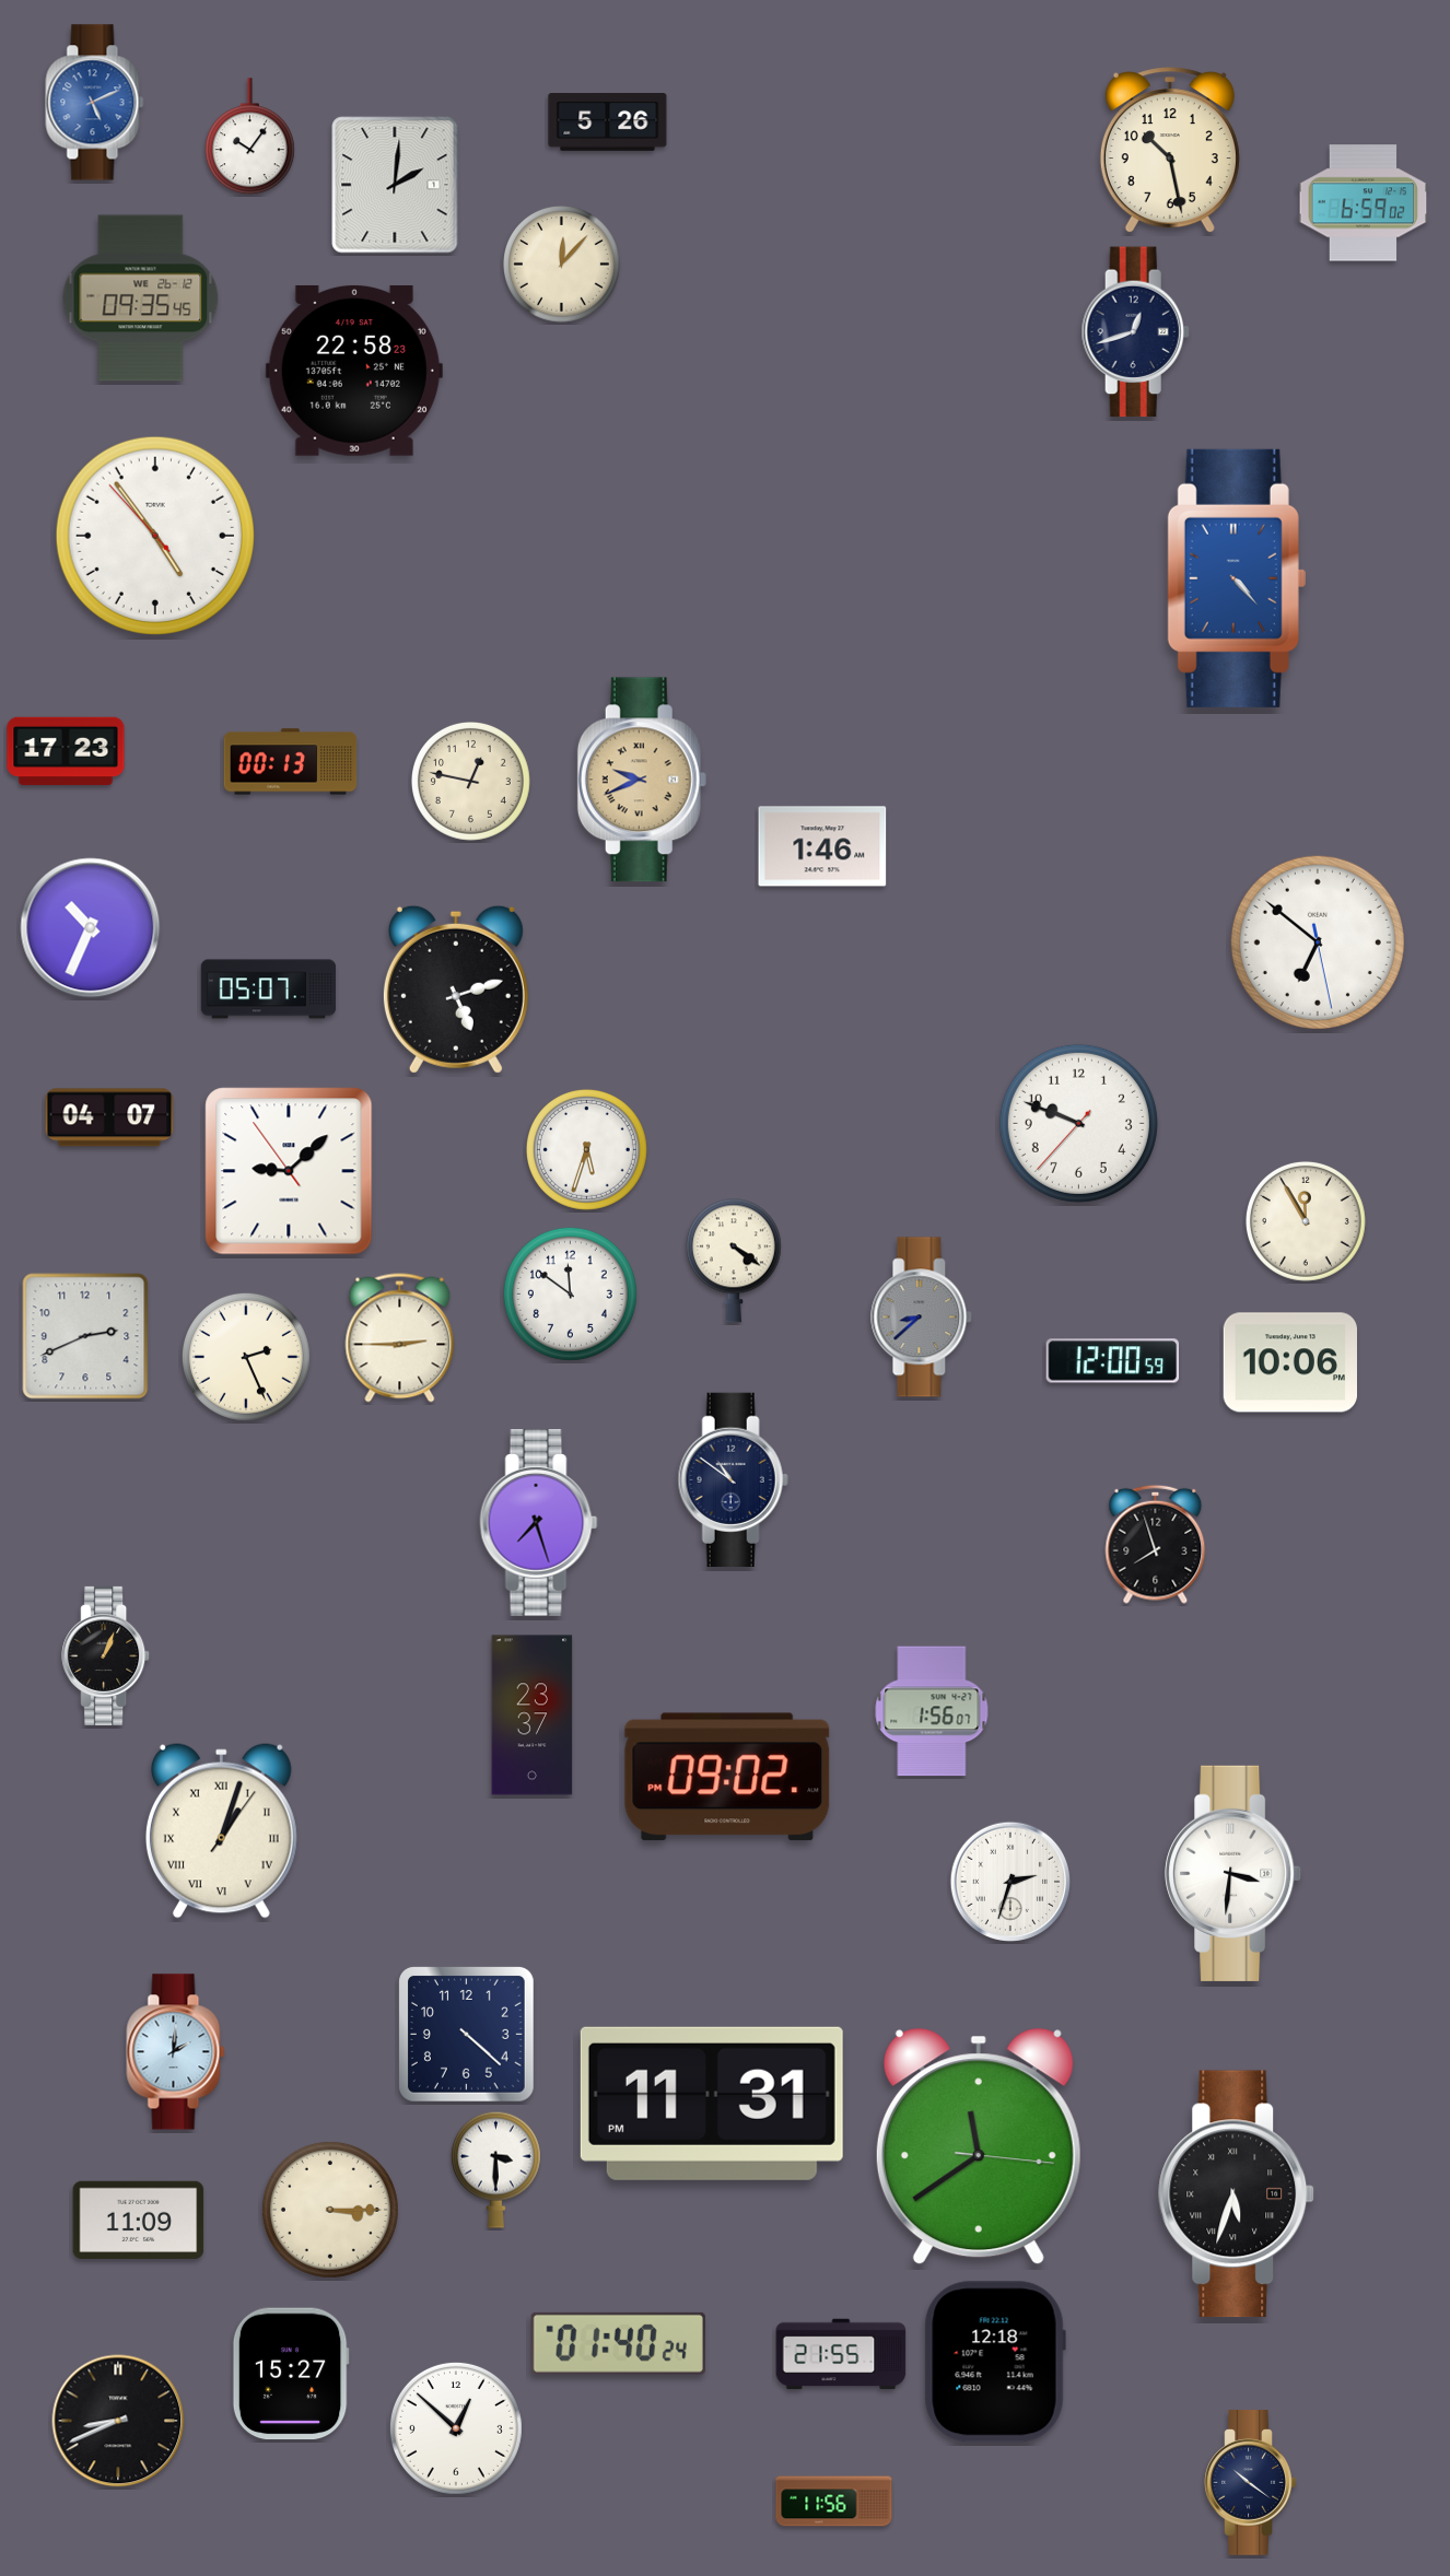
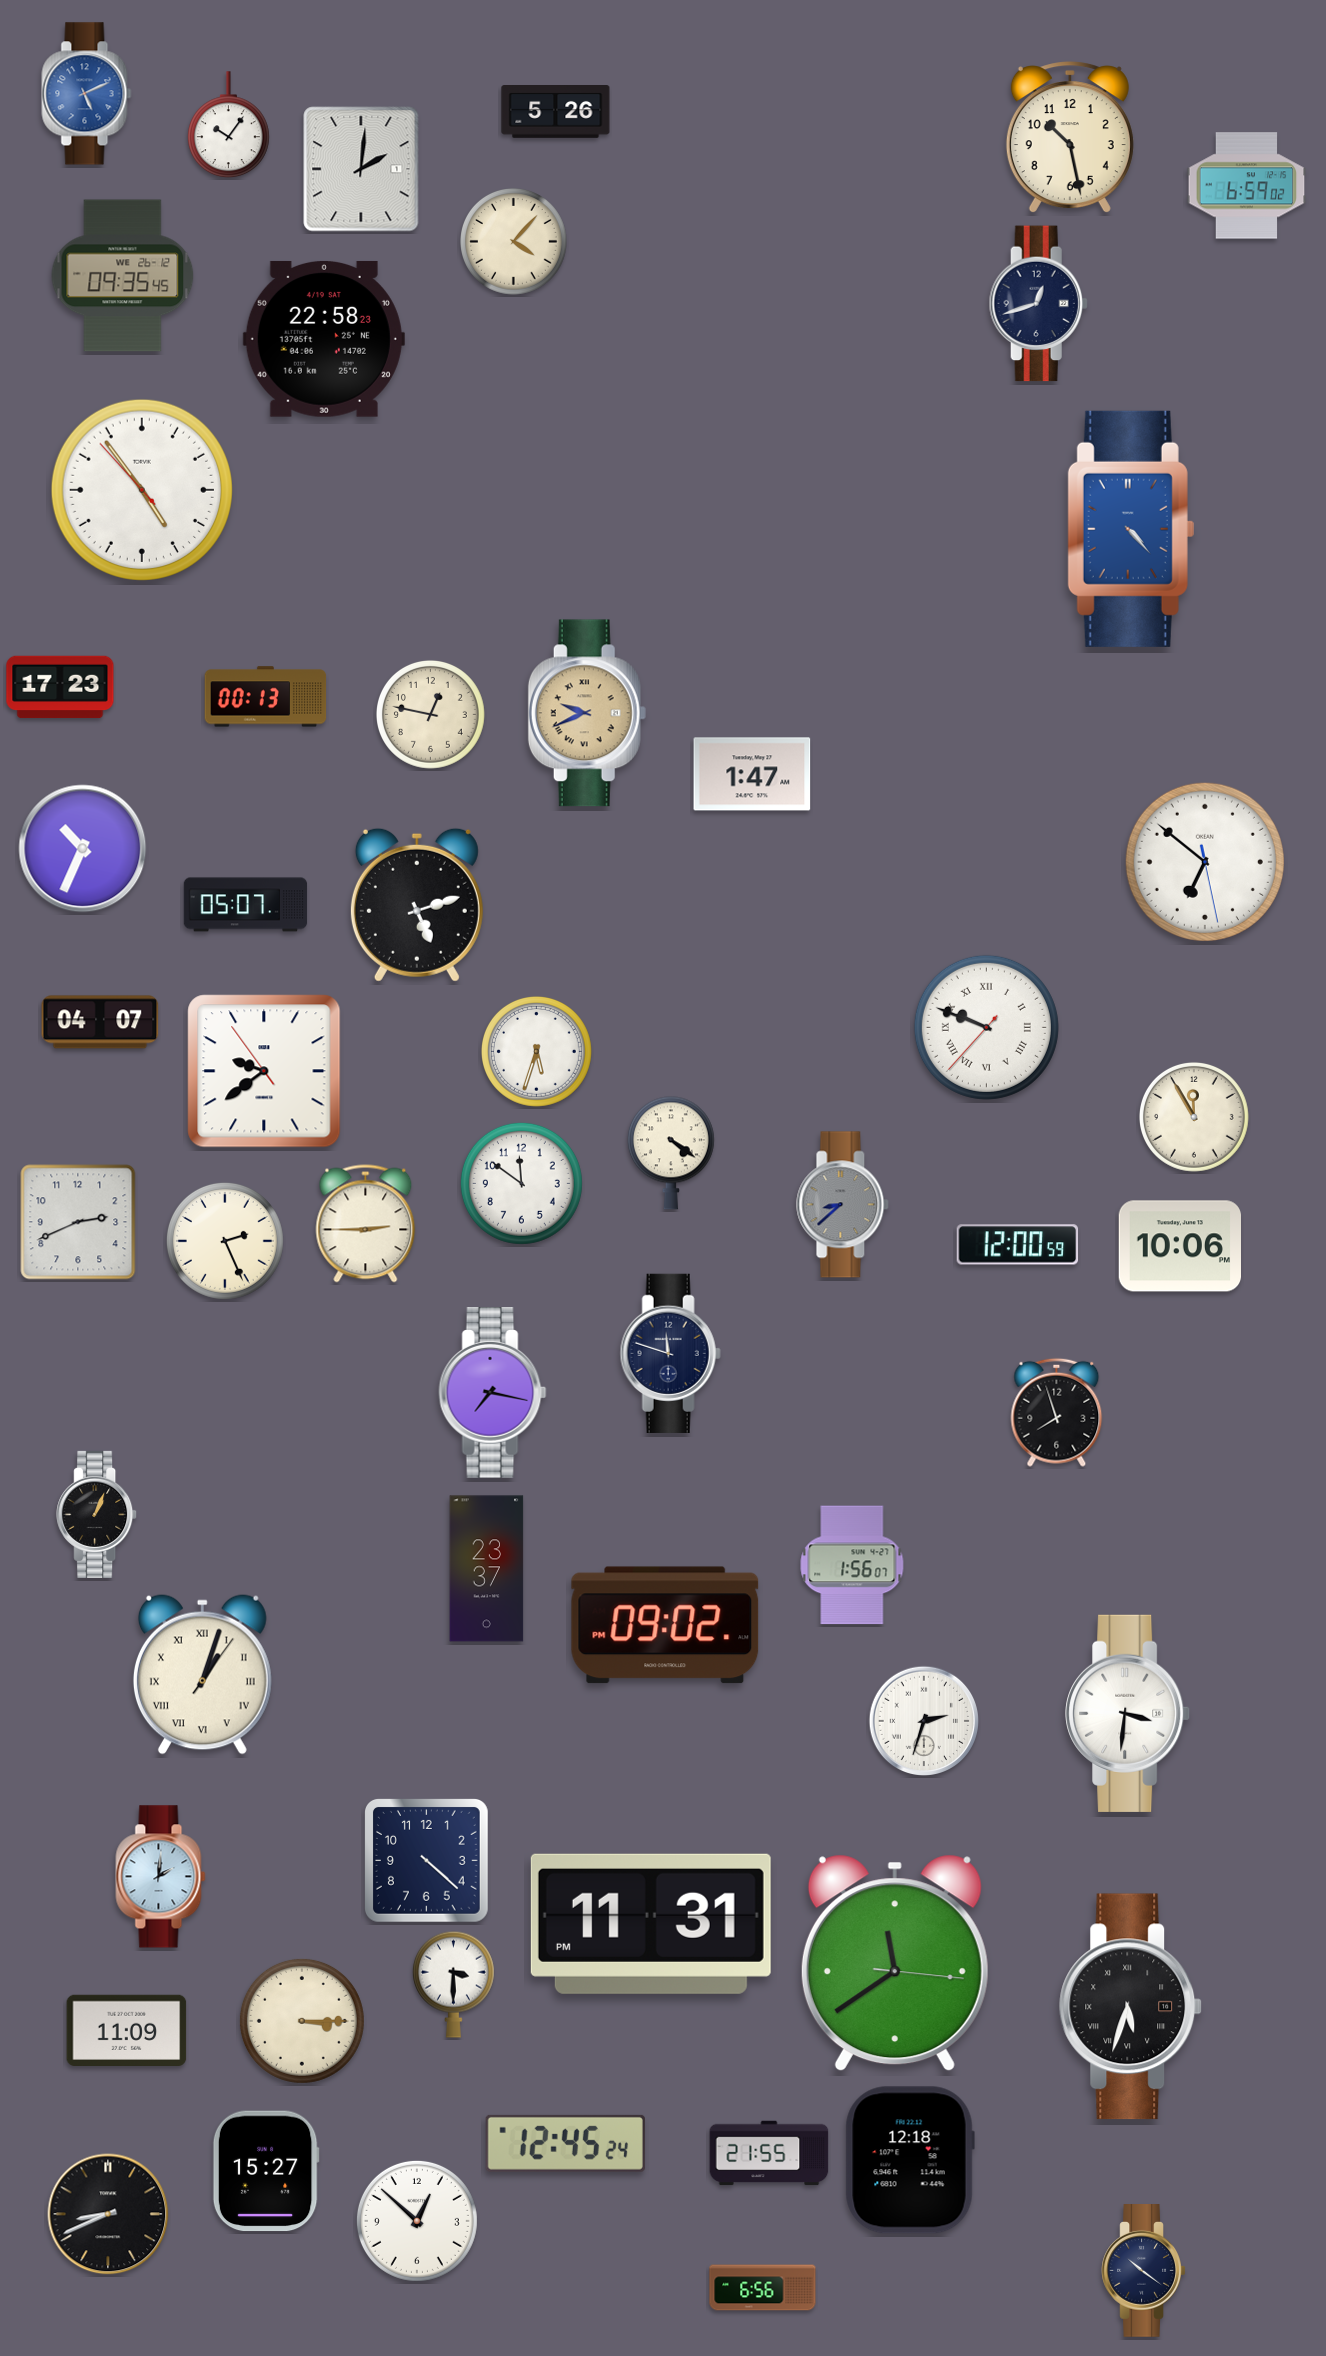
clock at (562, 265): 12:07 -> 4:07
clock at (141, 298) position: (141, 298) -> (123, 276)
clock at (822, 846): 1:46 -> 1:47
clock at (1078, 1123) numerals: Arabic -> Roman
clock at (289, 1171): 9:07 -> 9:38
clock at (733, 1479): 10:51 -> 11:48
clock at (539, 1523): 7:27 -> 7:17
clock at (618, 2343): 01:40 -> 12:45
clock at (834, 2502): 11:56 -> 6:56
